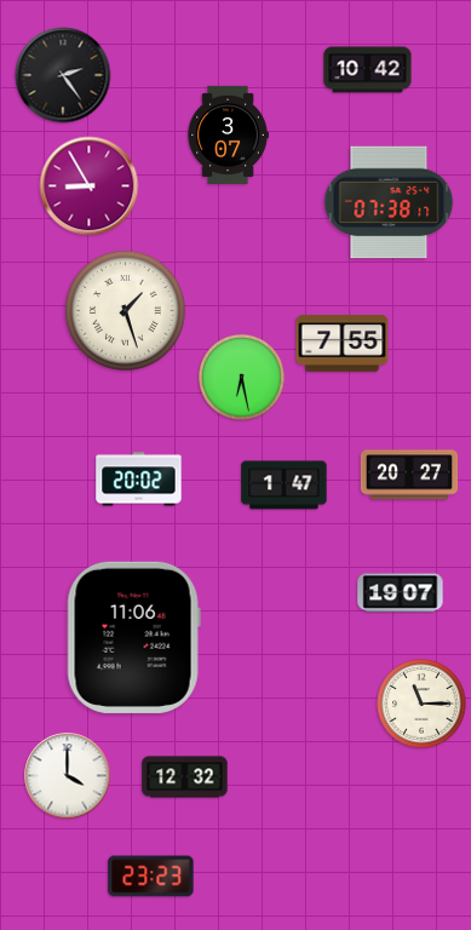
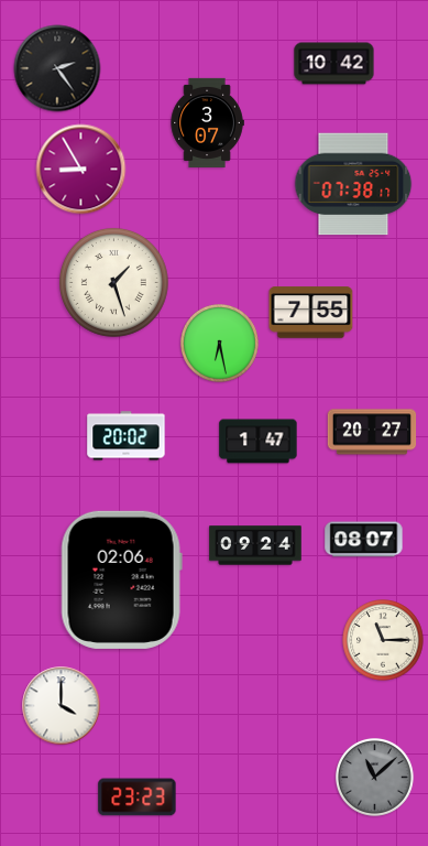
clock at (401, 593): 19:07 -> 08:07
clock at (255, 545): none -> 09:24
clock at (133, 637): 11:06 -> 02:06
clock at (185, 777): 12:32 -> none
clock at (375, 778): none -> 11:08
